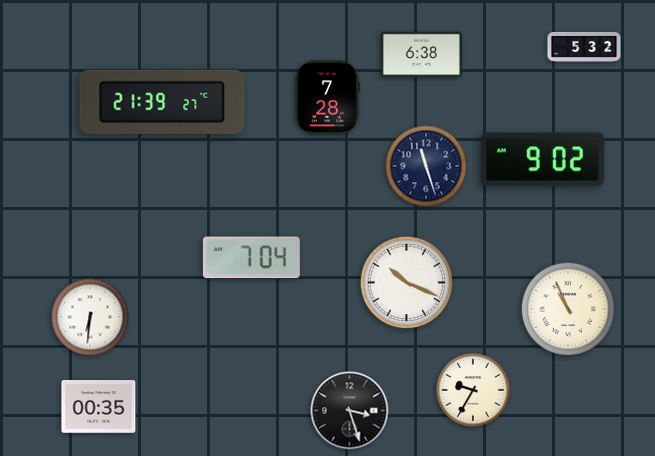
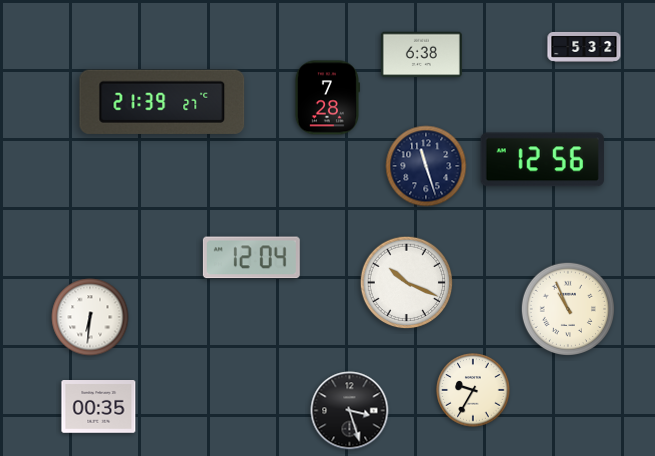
clock at (542, 160): 9:02 -> 12:56
clock at (251, 258): 7:04 -> 12:04
